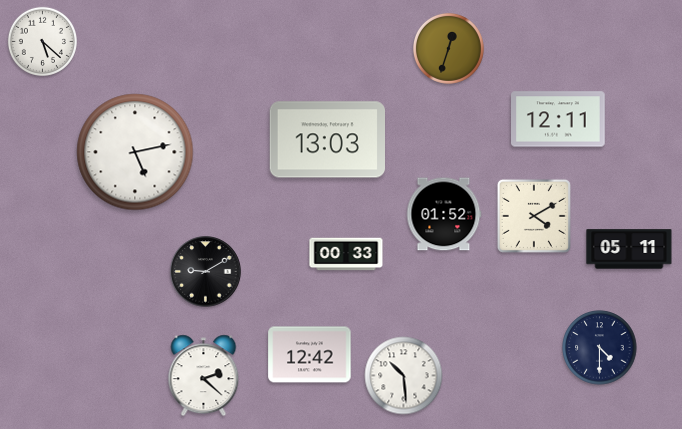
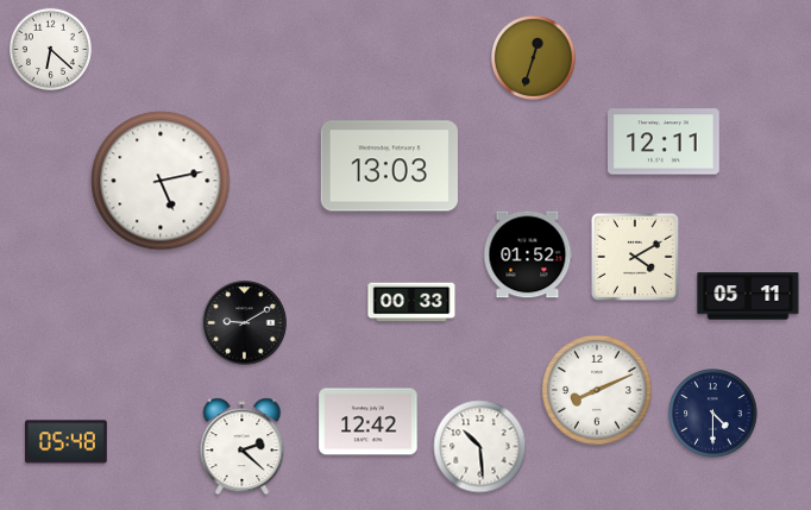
clock at (42, 41): 5:22 -> 6:22
clock at (597, 390): none -> 8:11
clock at (67, 442): none -> 05:48
